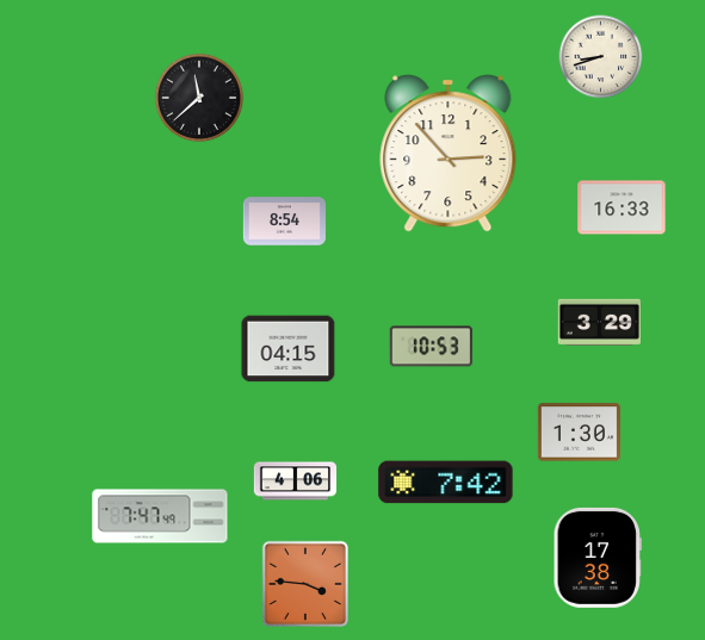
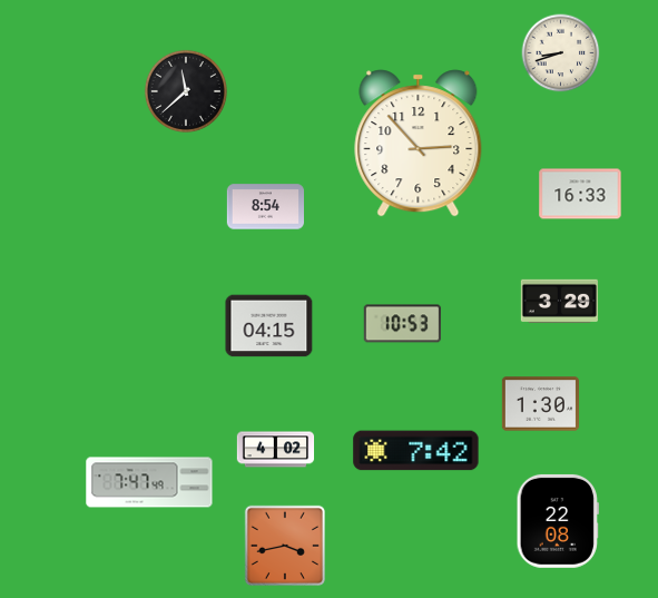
clock at (296, 481): 4:06 -> 4:02
clock at (598, 558): 17:38 -> 22:08
clock at (304, 583): 3:46 -> 3:43
